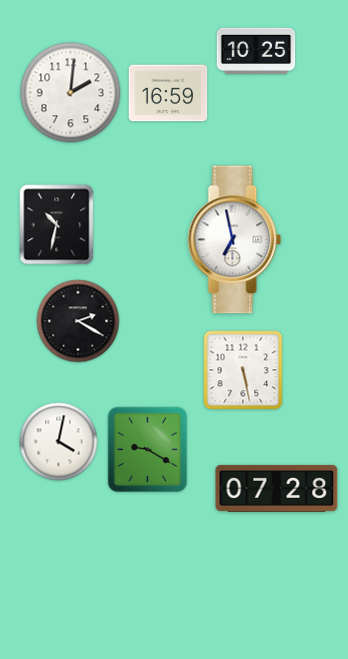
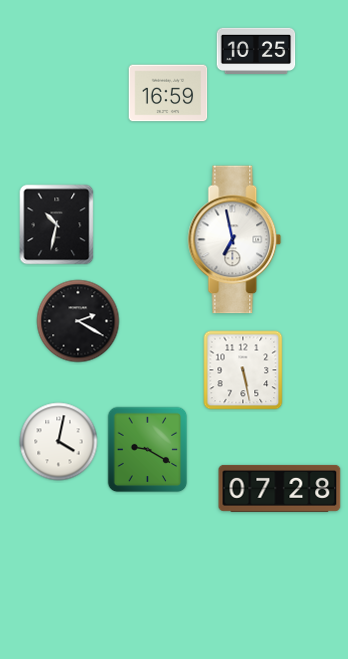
clock at (71, 93): 2:01 -> none
clock at (277, 488) position: (277, 488) -> (280, 488)
